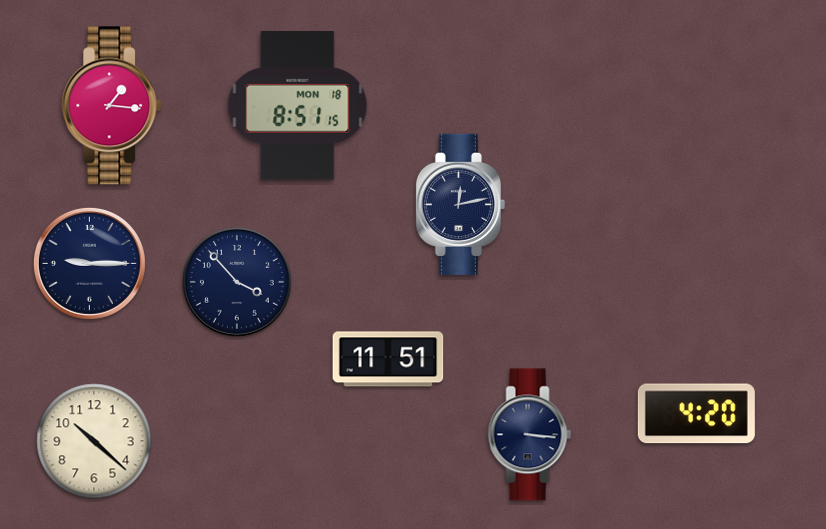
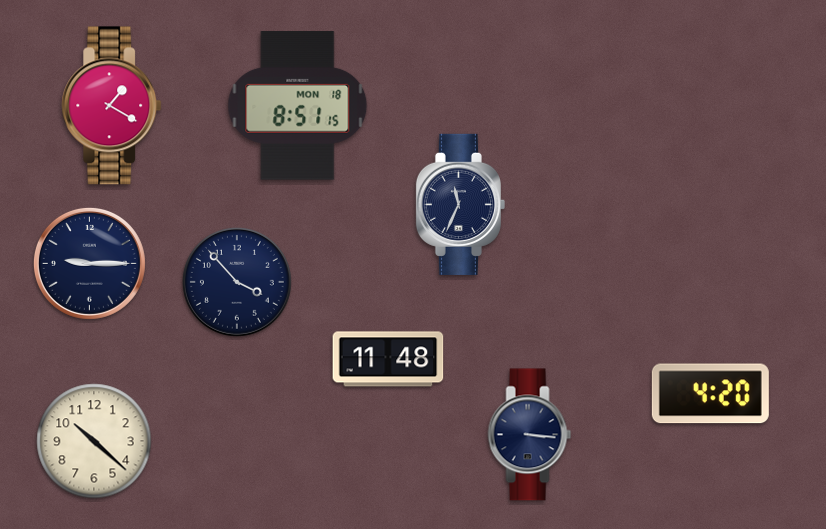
clock at (112, 106): 1:16 -> 1:20
clock at (460, 204): 12:13 -> 11:34
clock at (388, 359): 11:51 -> 11:48
clock at (696, 414) position: (696, 414) -> (710, 394)
